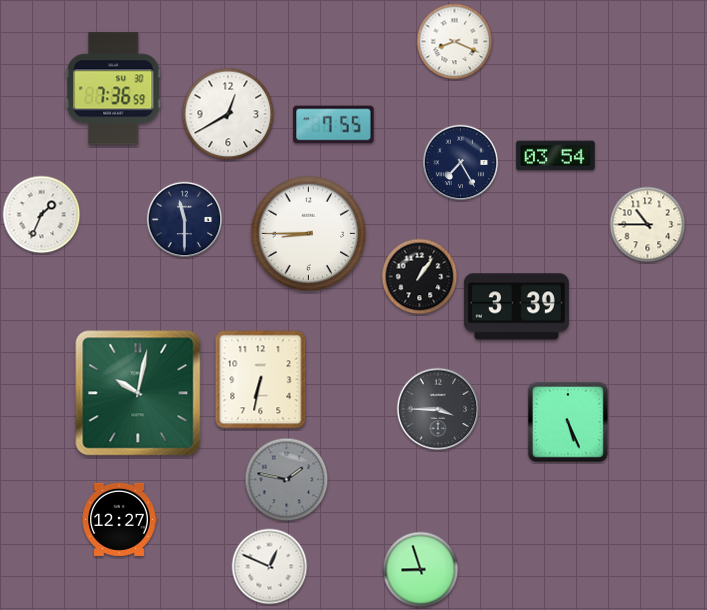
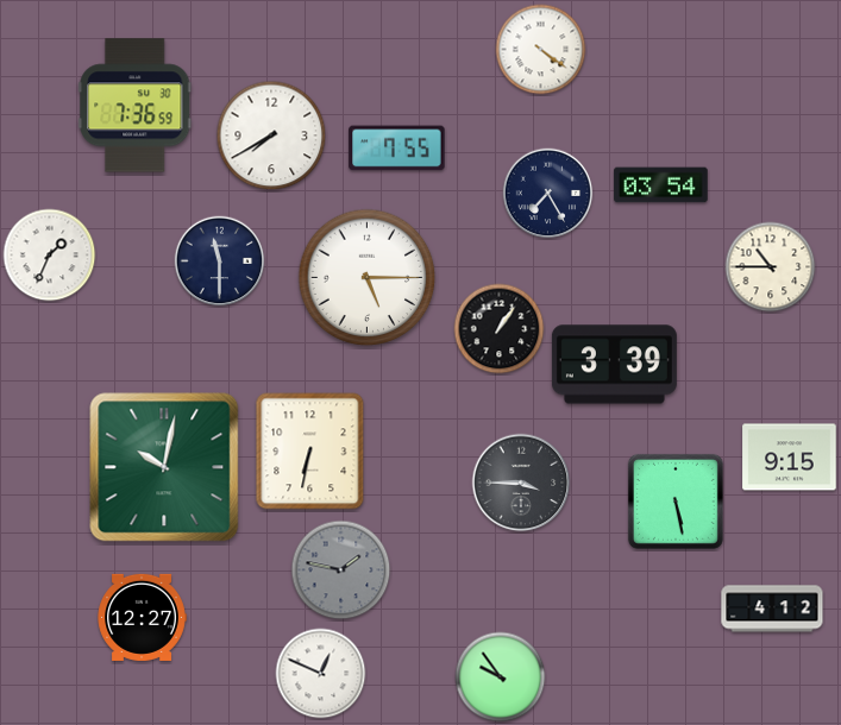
clock at (455, 42): 8:19 -> 4:21
clock at (228, 114): 12:40 -> 7:40
clock at (309, 234): 8:45 -> 5:15
clock at (790, 458): none -> 9:15
clock at (438, 409) position: (438, 409) -> (521, 483)
clock at (568, 422): 5:26 -> 5:28
clock at (772, 609): none -> 4:12
clock at (421, 570): 8:57 -> 9:54
